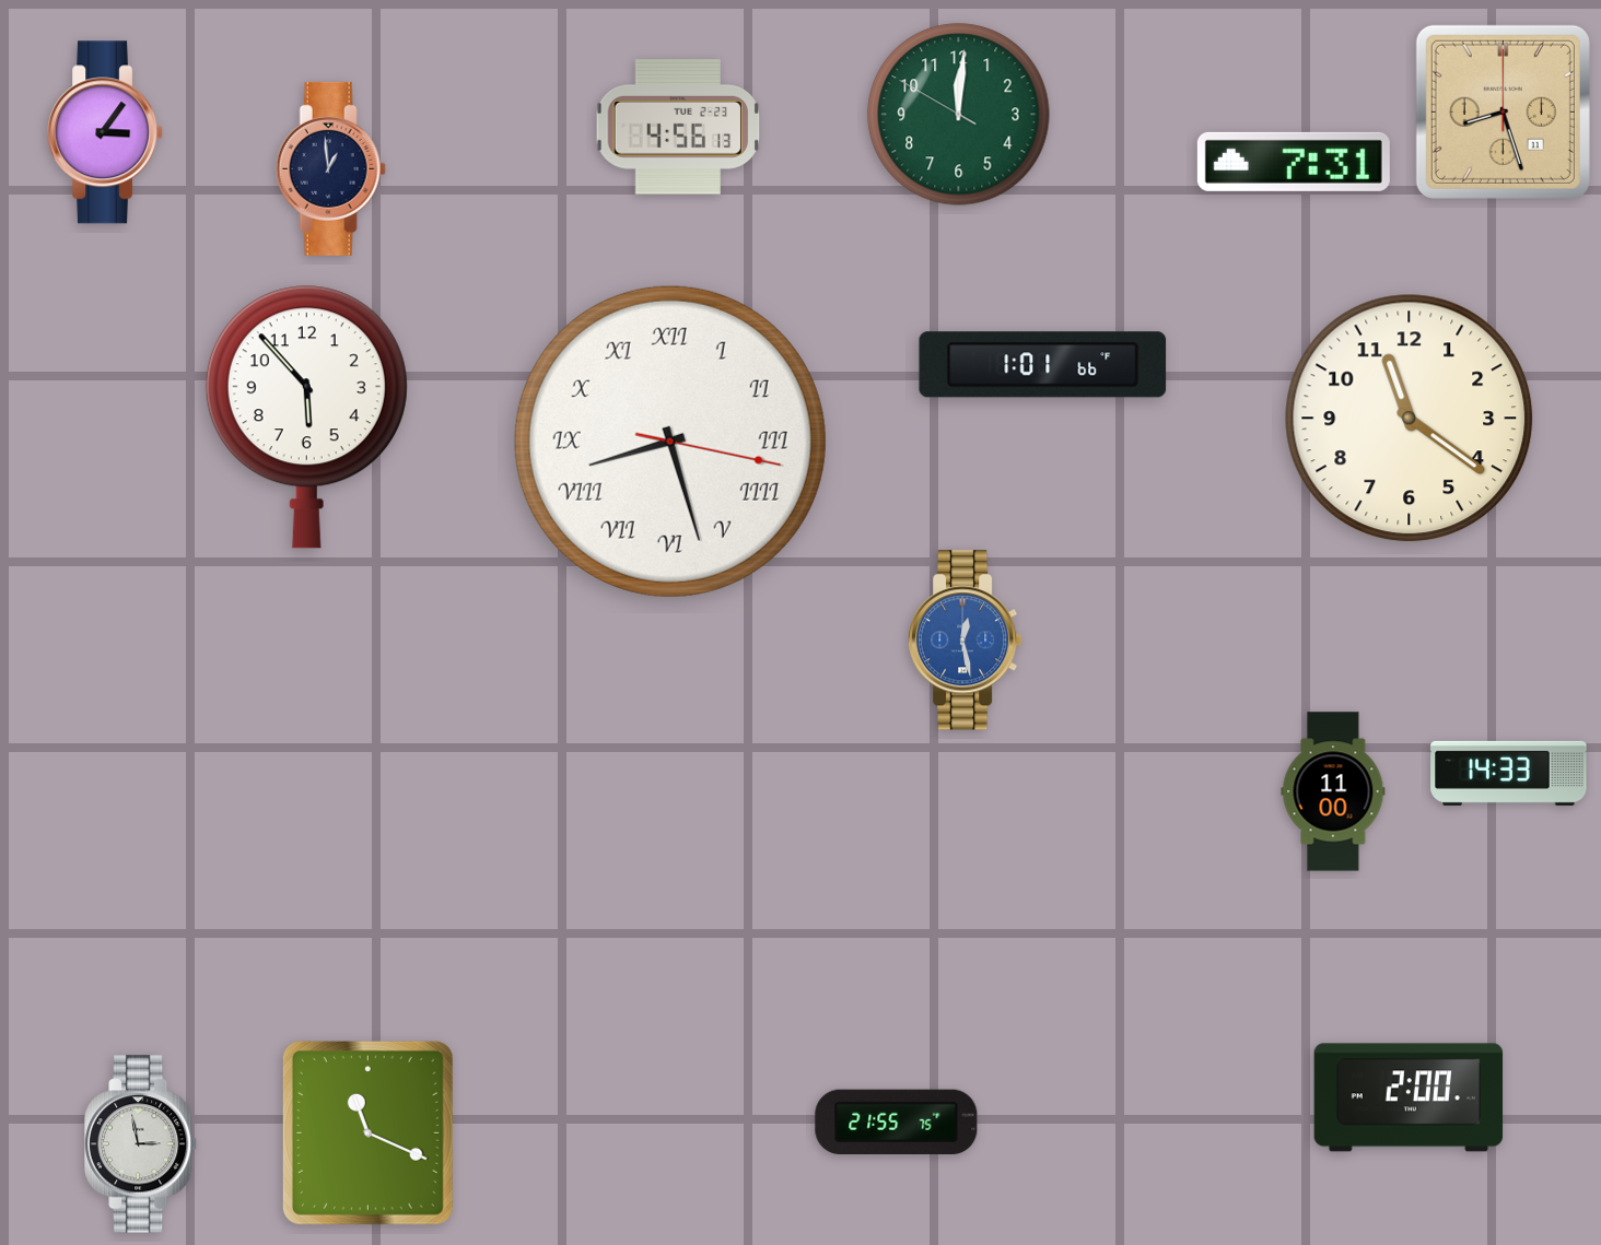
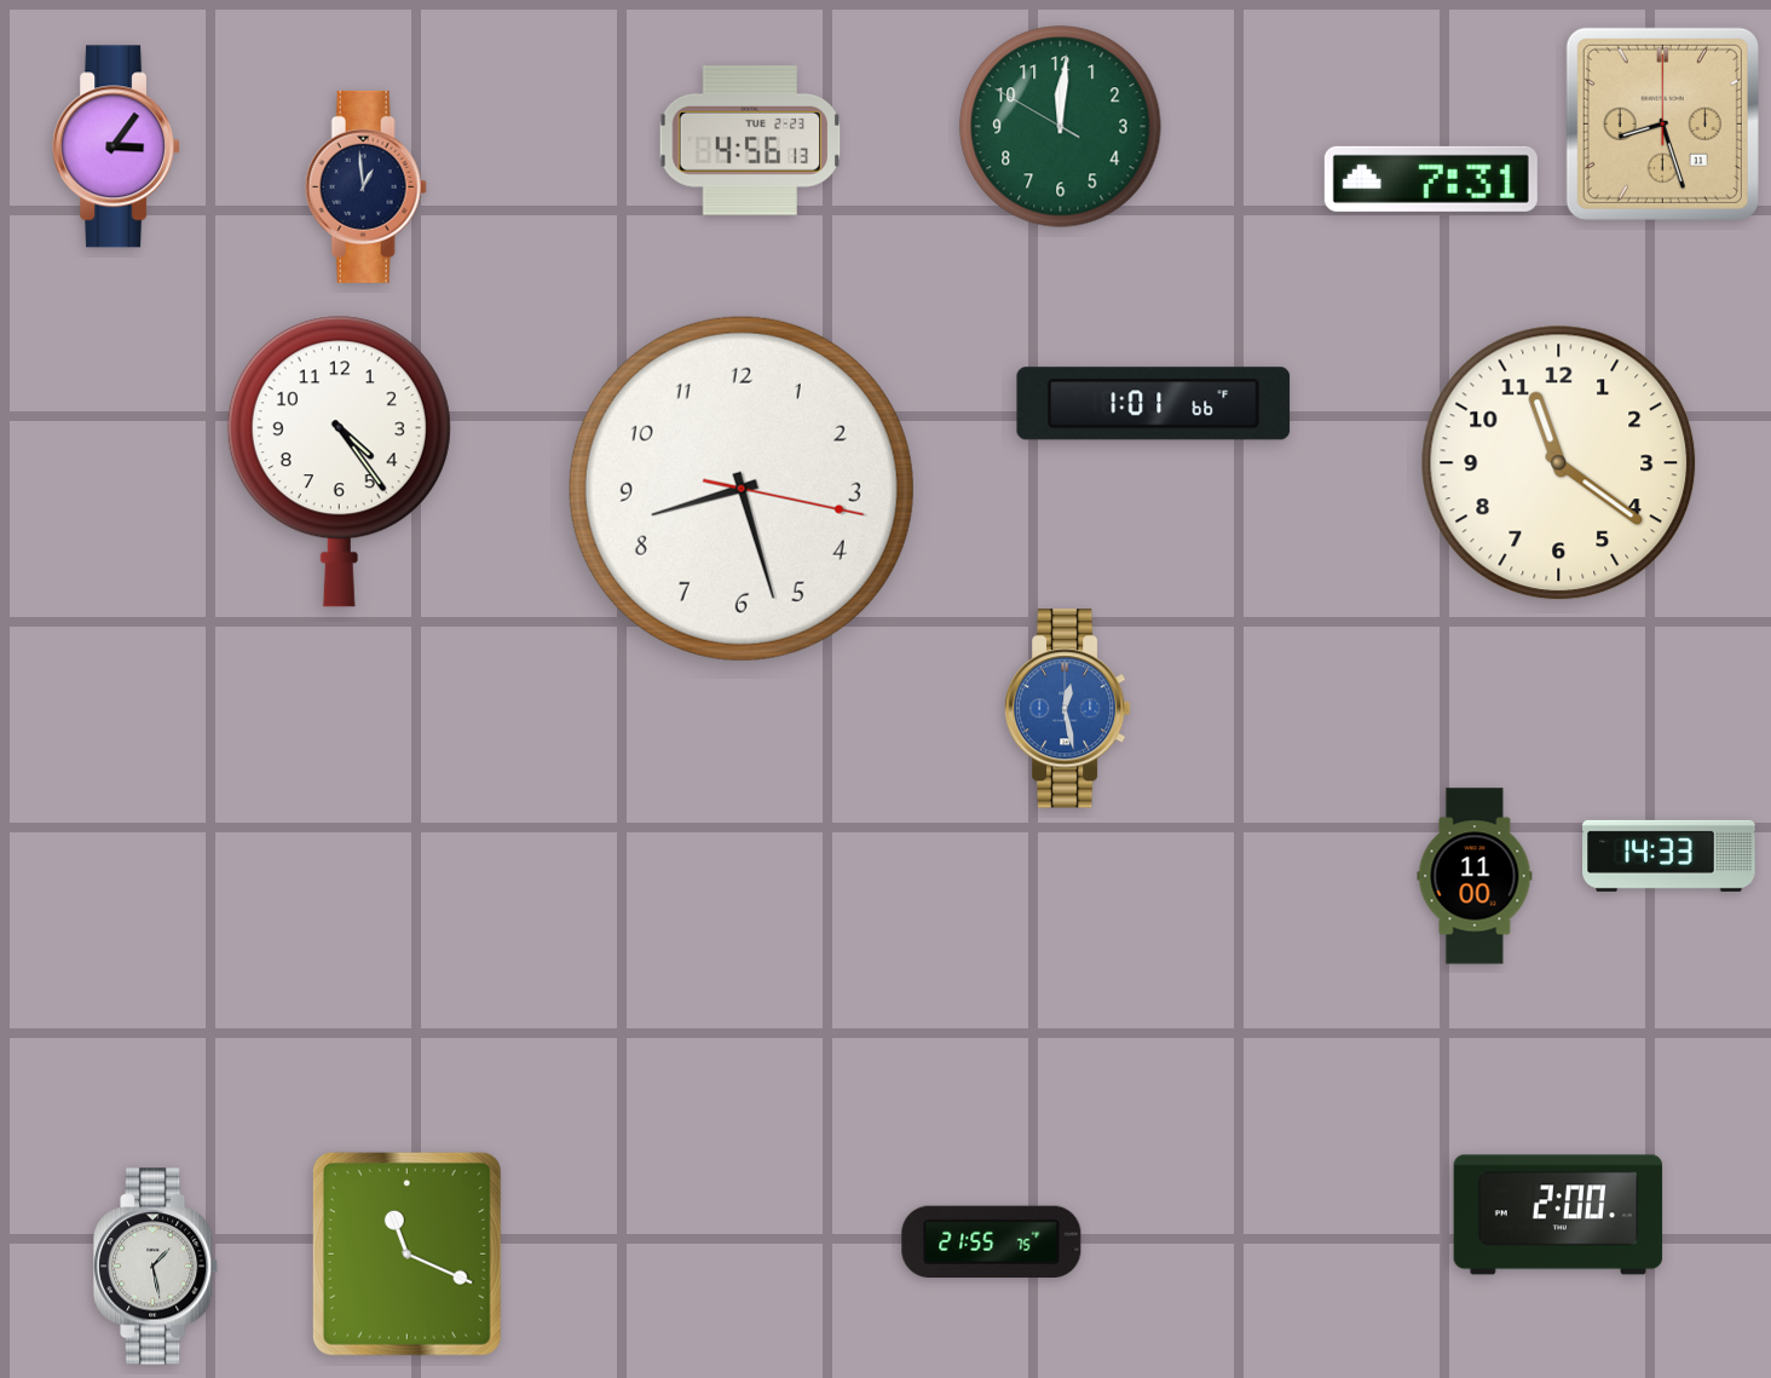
clock at (306, 416): 5:53 -> 4:24
clock at (670, 442) numerals: Roman -> Arabic
clock at (141, 1144): 2:58 -> 1:28
